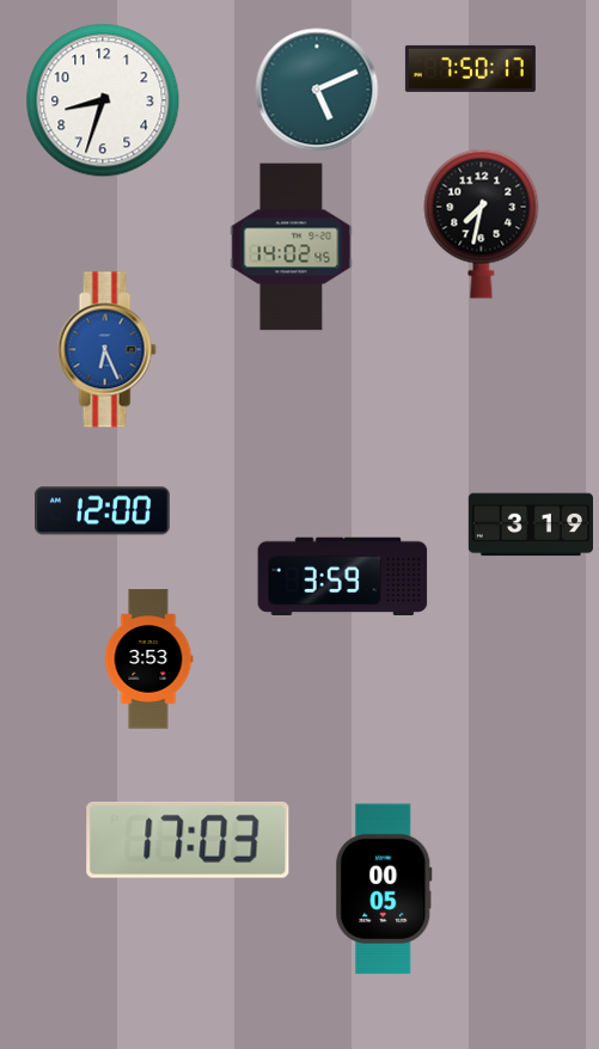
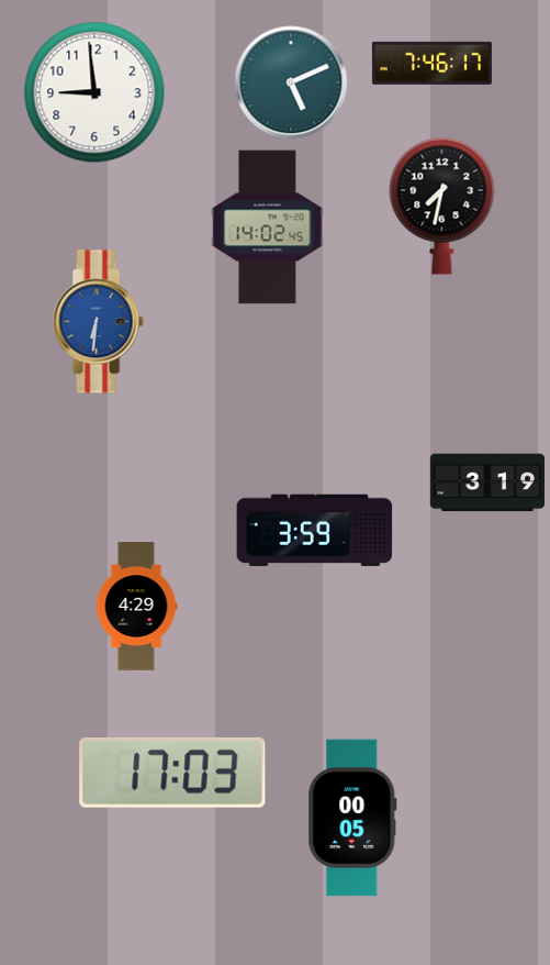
clock at (470, 68): 7:50 -> 7:46
clock at (103, 100): 8:33 -> 8:59
clock at (106, 350): 6:26 -> 6:31
clock at (102, 511): 12:00 -> none
clock at (148, 660): 3:53 -> 4:29
